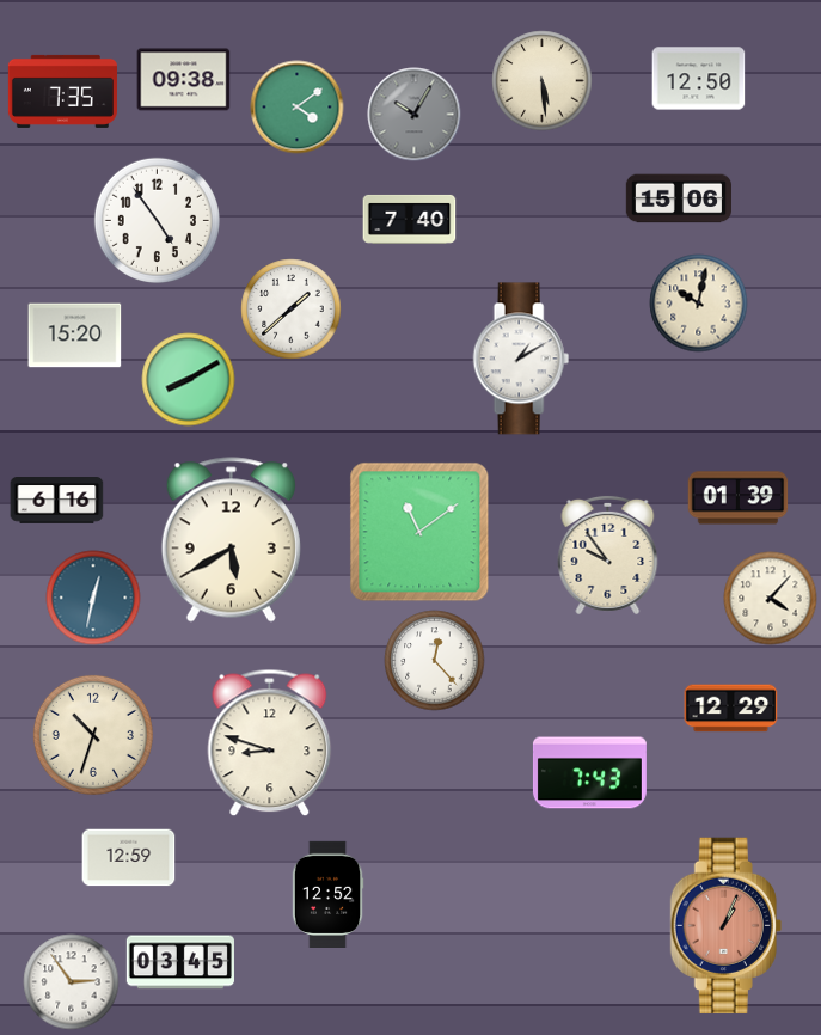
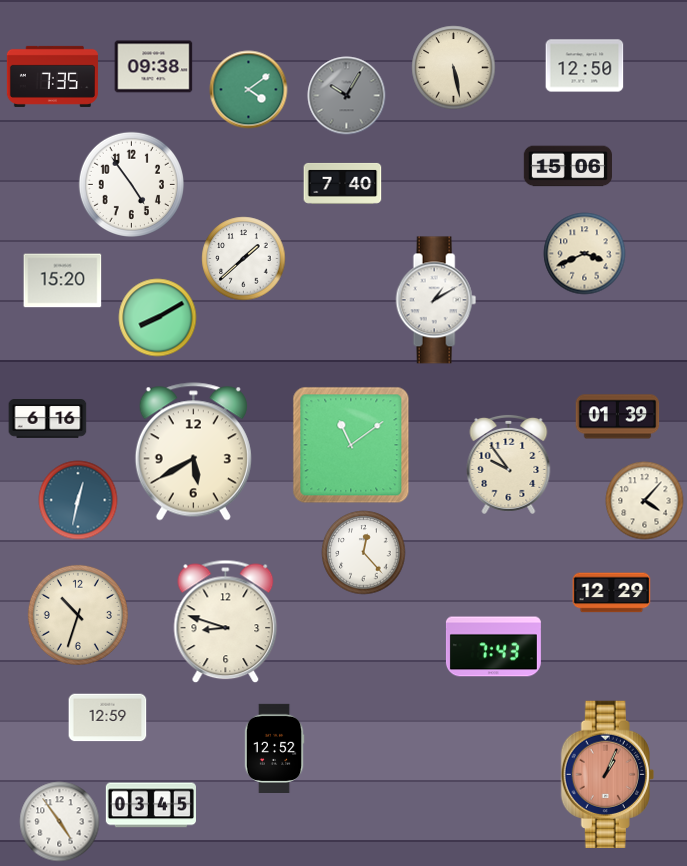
clock at (541, 80): 5:29 -> 5:28
clock at (698, 302): 10:02 -> 3:41
clock at (71, 981): 2:54 -> 4:54
